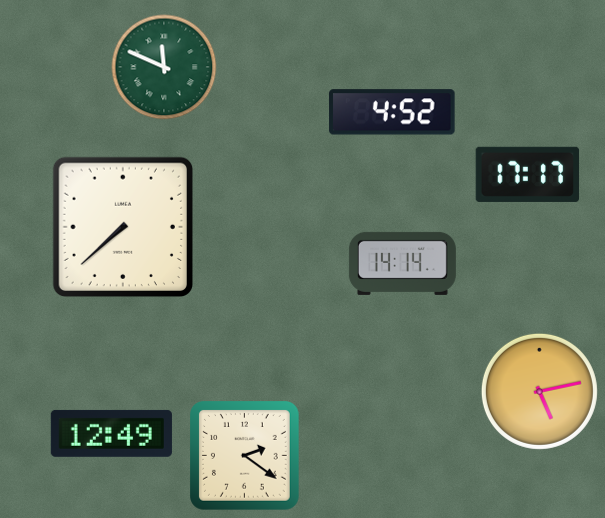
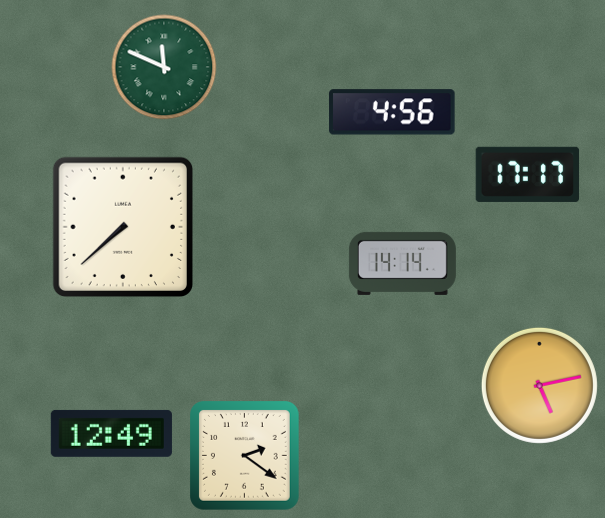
clock at (392, 112): 4:52 -> 4:56
clock at (539, 391) position: (539, 391) -> (539, 385)
